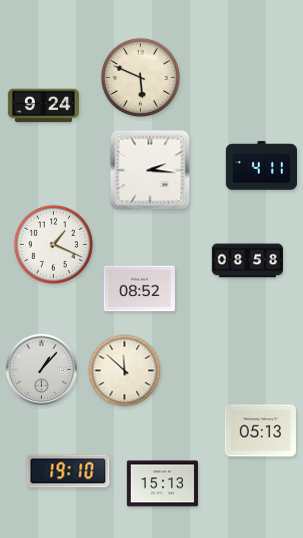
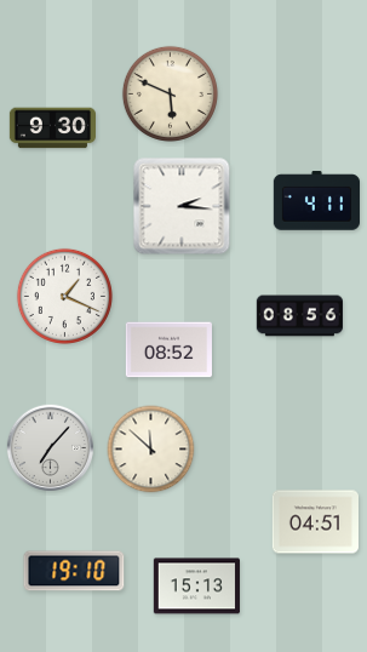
clock at (43, 106): 9:24 -> 9:30
clock at (247, 261): 08:58 -> 08:56
clock at (41, 369): 1:07 -> 7:07
clock at (260, 431): 05:13 -> 04:51
clock at (68, 471) position: (68, 471) -> (74, 571)
